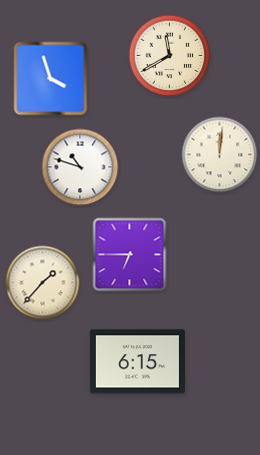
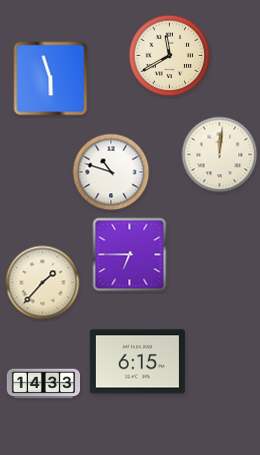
clock at (51, 79): 3:57 -> 5:57
clock at (80, 167) position: (80, 167) -> (111, 172)
clock at (43, 384): none -> 14:33
